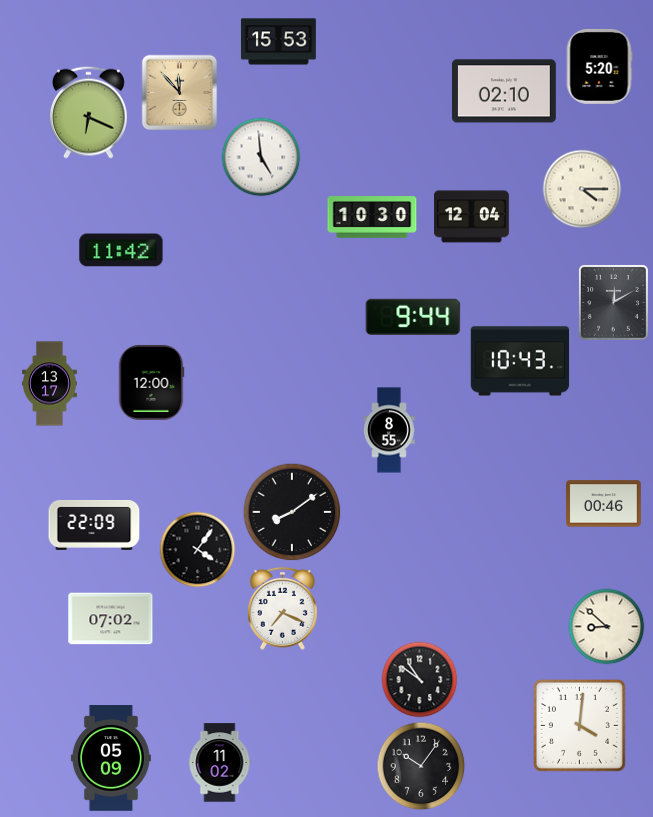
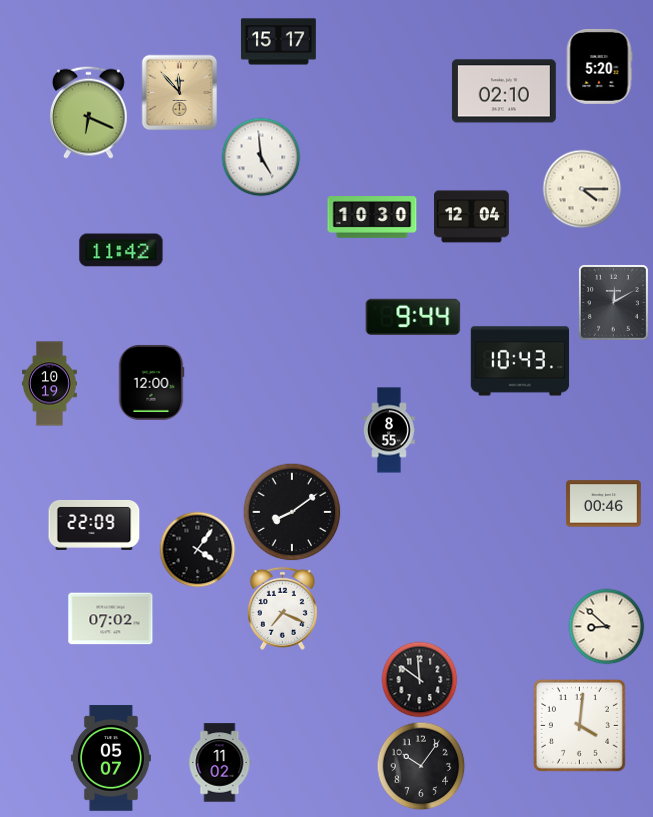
clock at (279, 42): 15:53 -> 15:17
clock at (50, 384): 13:17 -> 10:19
clock at (420, 680): 10:51 -> 11:51
clock at (111, 758): 05:09 -> 05:07
